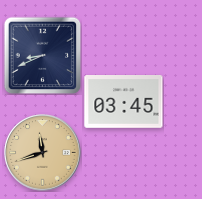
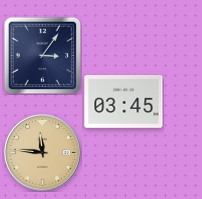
clock at (42, 55): 8:41 -> 3:06
clock at (43, 153): 11:42 -> 11:46
